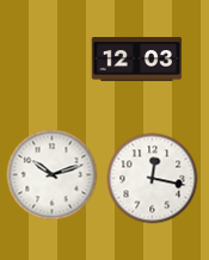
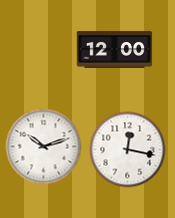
clock at (137, 60): 12:03 -> 12:00
